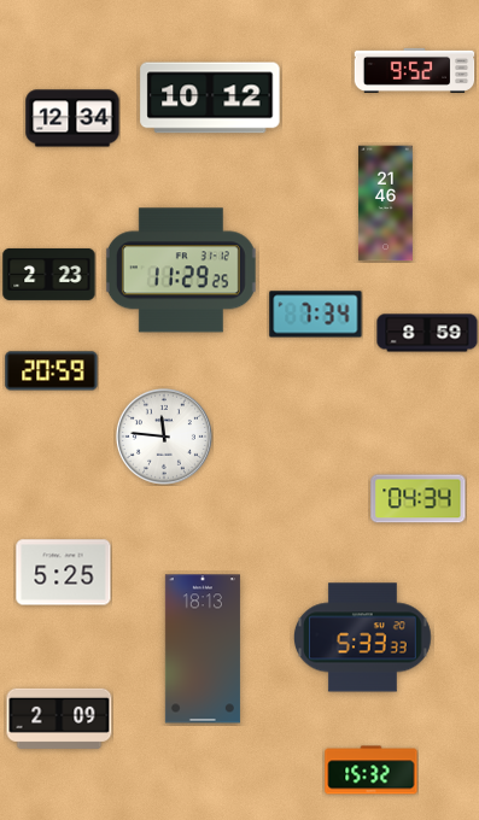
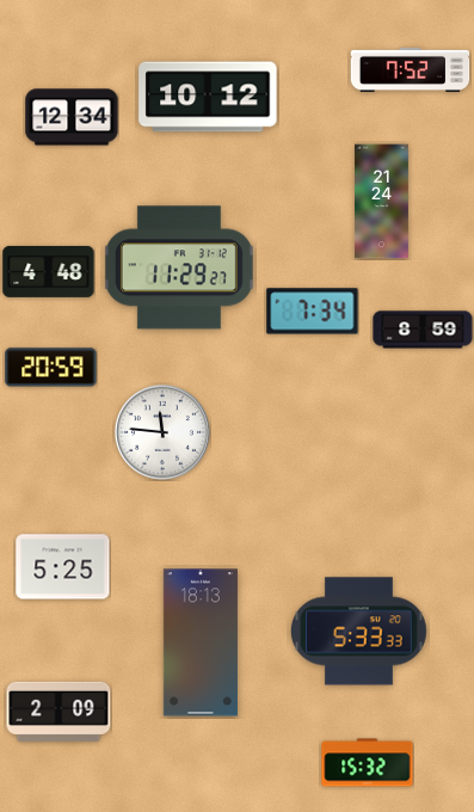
clock at (415, 70): 9:52 -> 7:52
clock at (386, 204): 21:46 -> 21:24
clock at (181, 270): 11:29:25 -> 11:29:27
clock at (49, 274): 2:23 -> 4:48
clock at (419, 499): 04:34 -> none
